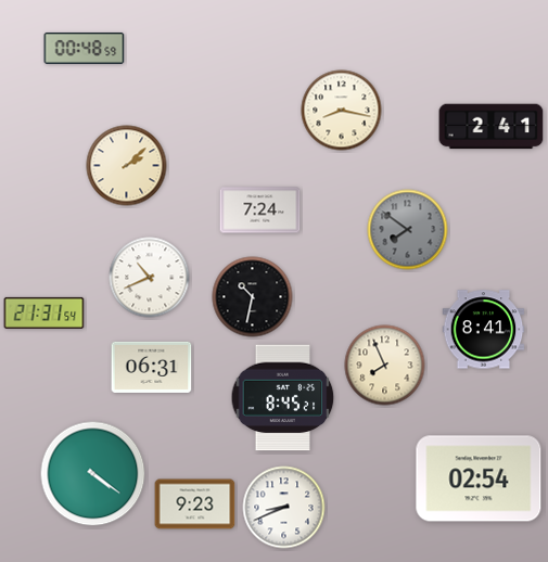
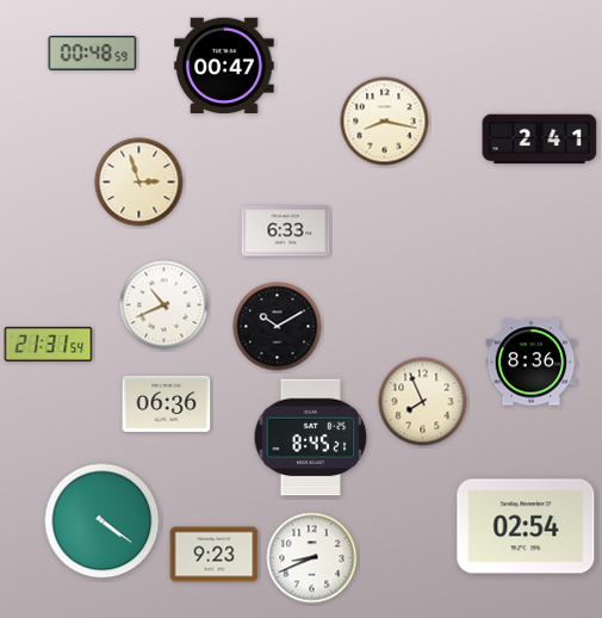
clock at (224, 64): none -> 00:47
clock at (342, 111) position: (342, 111) -> (385, 122)
clock at (127, 166): 2:08 -> 2:57
clock at (260, 210): 7:24 -> 6:33
clock at (408, 230): 7:51 -> none
clock at (253, 297): 10:32 -> 10:10
clock at (484, 330): 8:41 -> 8:36
clock at (152, 367): 06:31 -> 06:36
